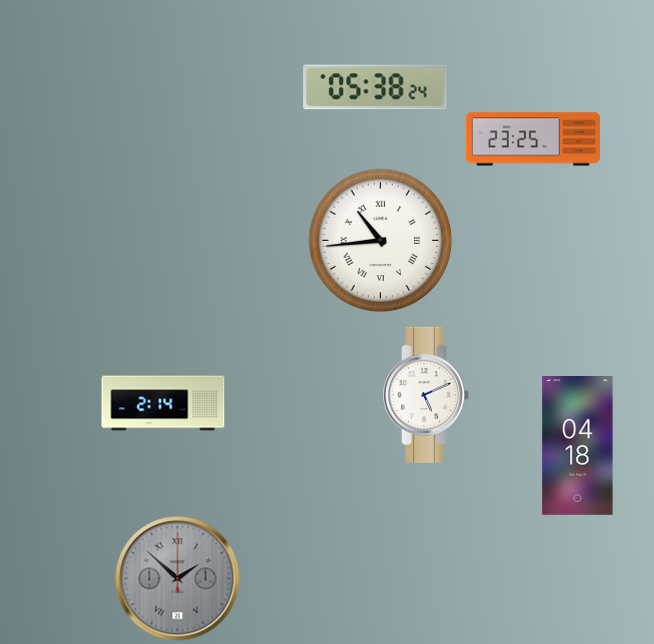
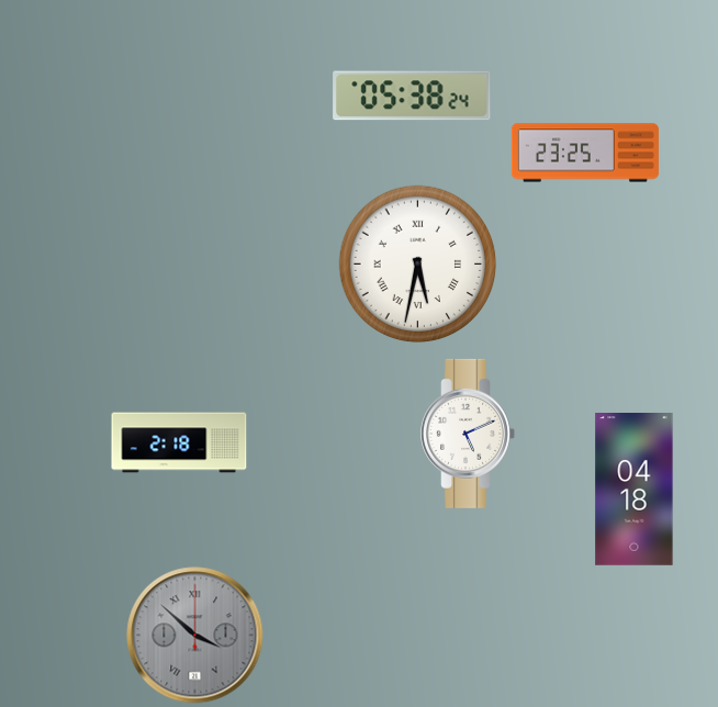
clock at (381, 241): 10:44 -> 5:32
clock at (163, 403): 2:14 -> 2:18
clock at (178, 579): 1:52 -> 3:52
